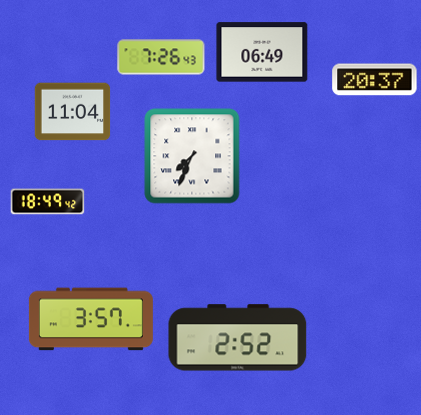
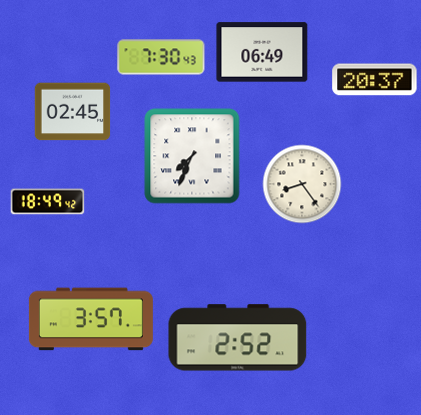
clock at (161, 57): 7:26 -> 7:30
clock at (73, 112): 11:04 -> 02:45
clock at (302, 184): none -> 8:24
